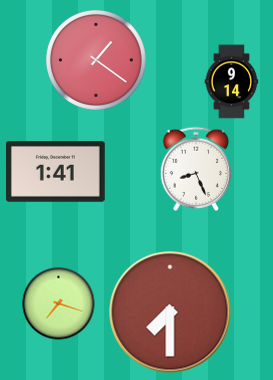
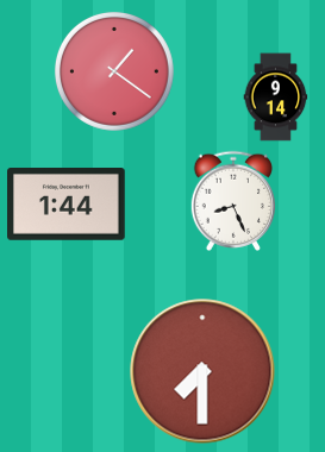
clock at (56, 172): 1:41 -> 1:44
clock at (59, 304): 7:18 -> none
